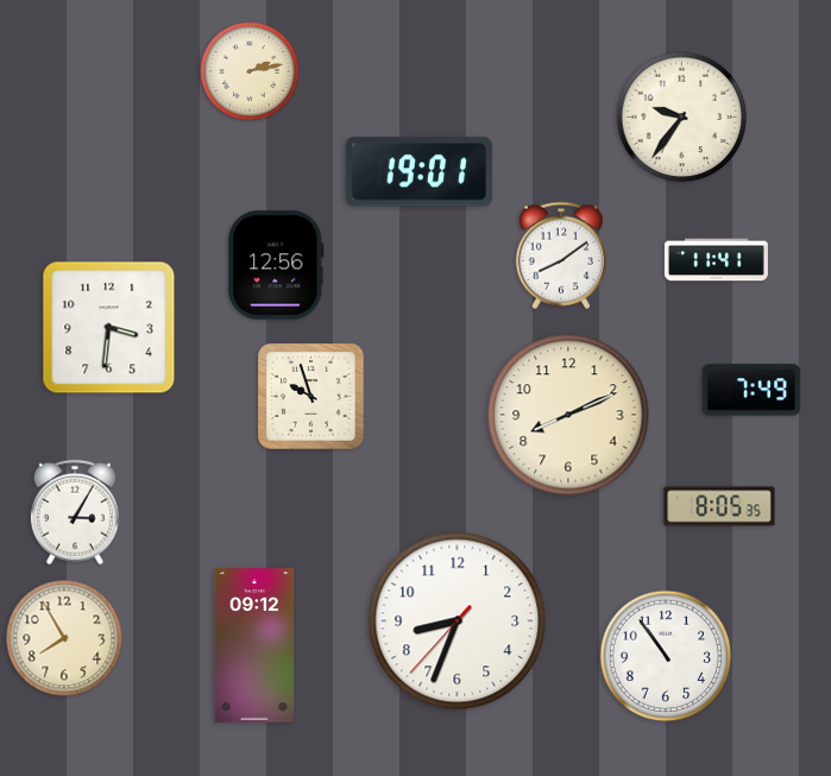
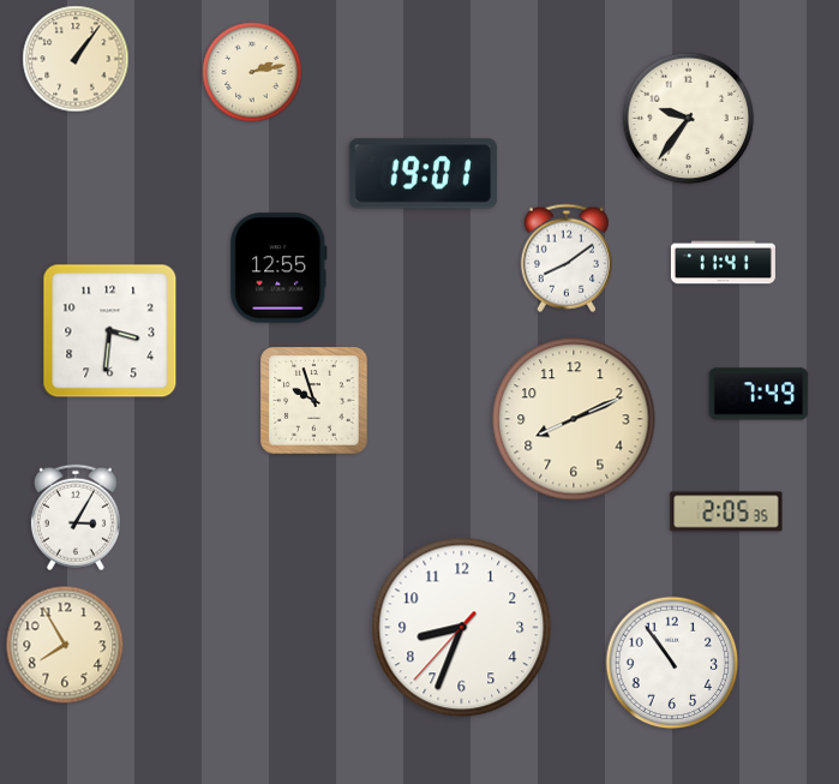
clock at (76, 59): none -> 1:06
clock at (276, 265): 12:56 -> 12:55
clock at (719, 506): 8:05 -> 2:05
clock at (254, 645): 09:12 -> none
